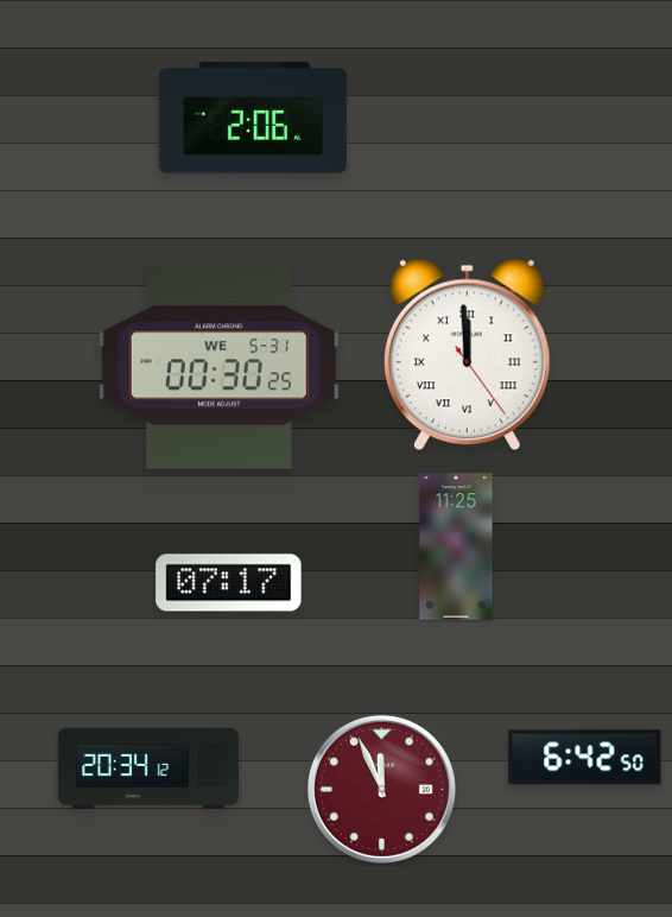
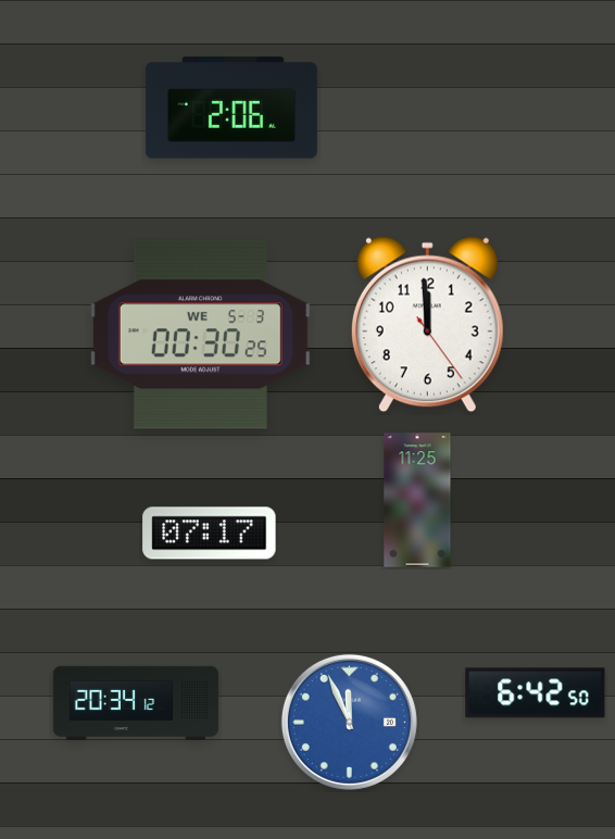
clock at (467, 355) numerals: Roman -> Arabic
clock at (218, 366) date: WE 5-31 -> WE 5-3
clock at (381, 789) dial: burgundy -> blue
